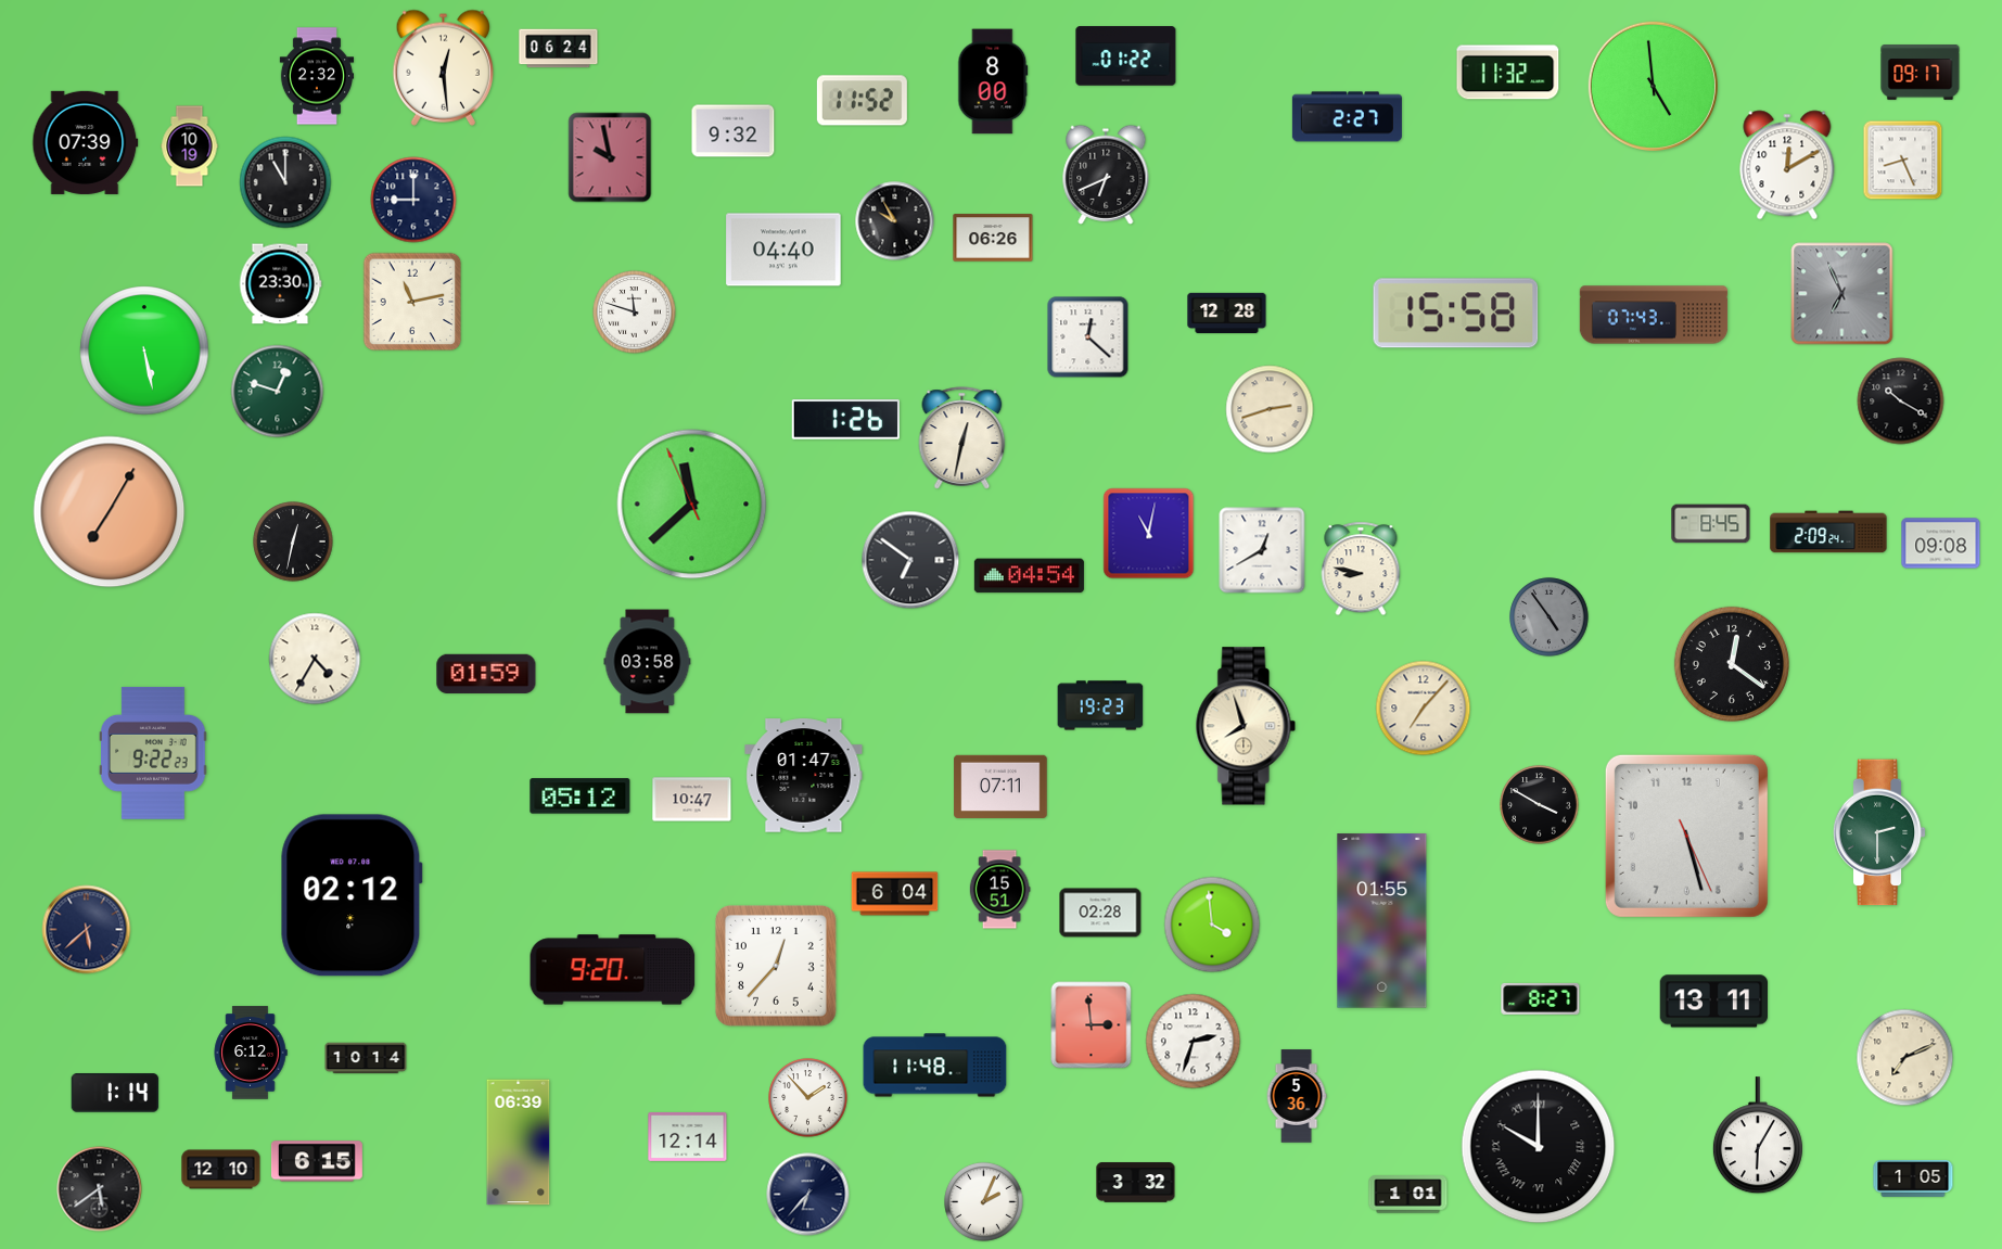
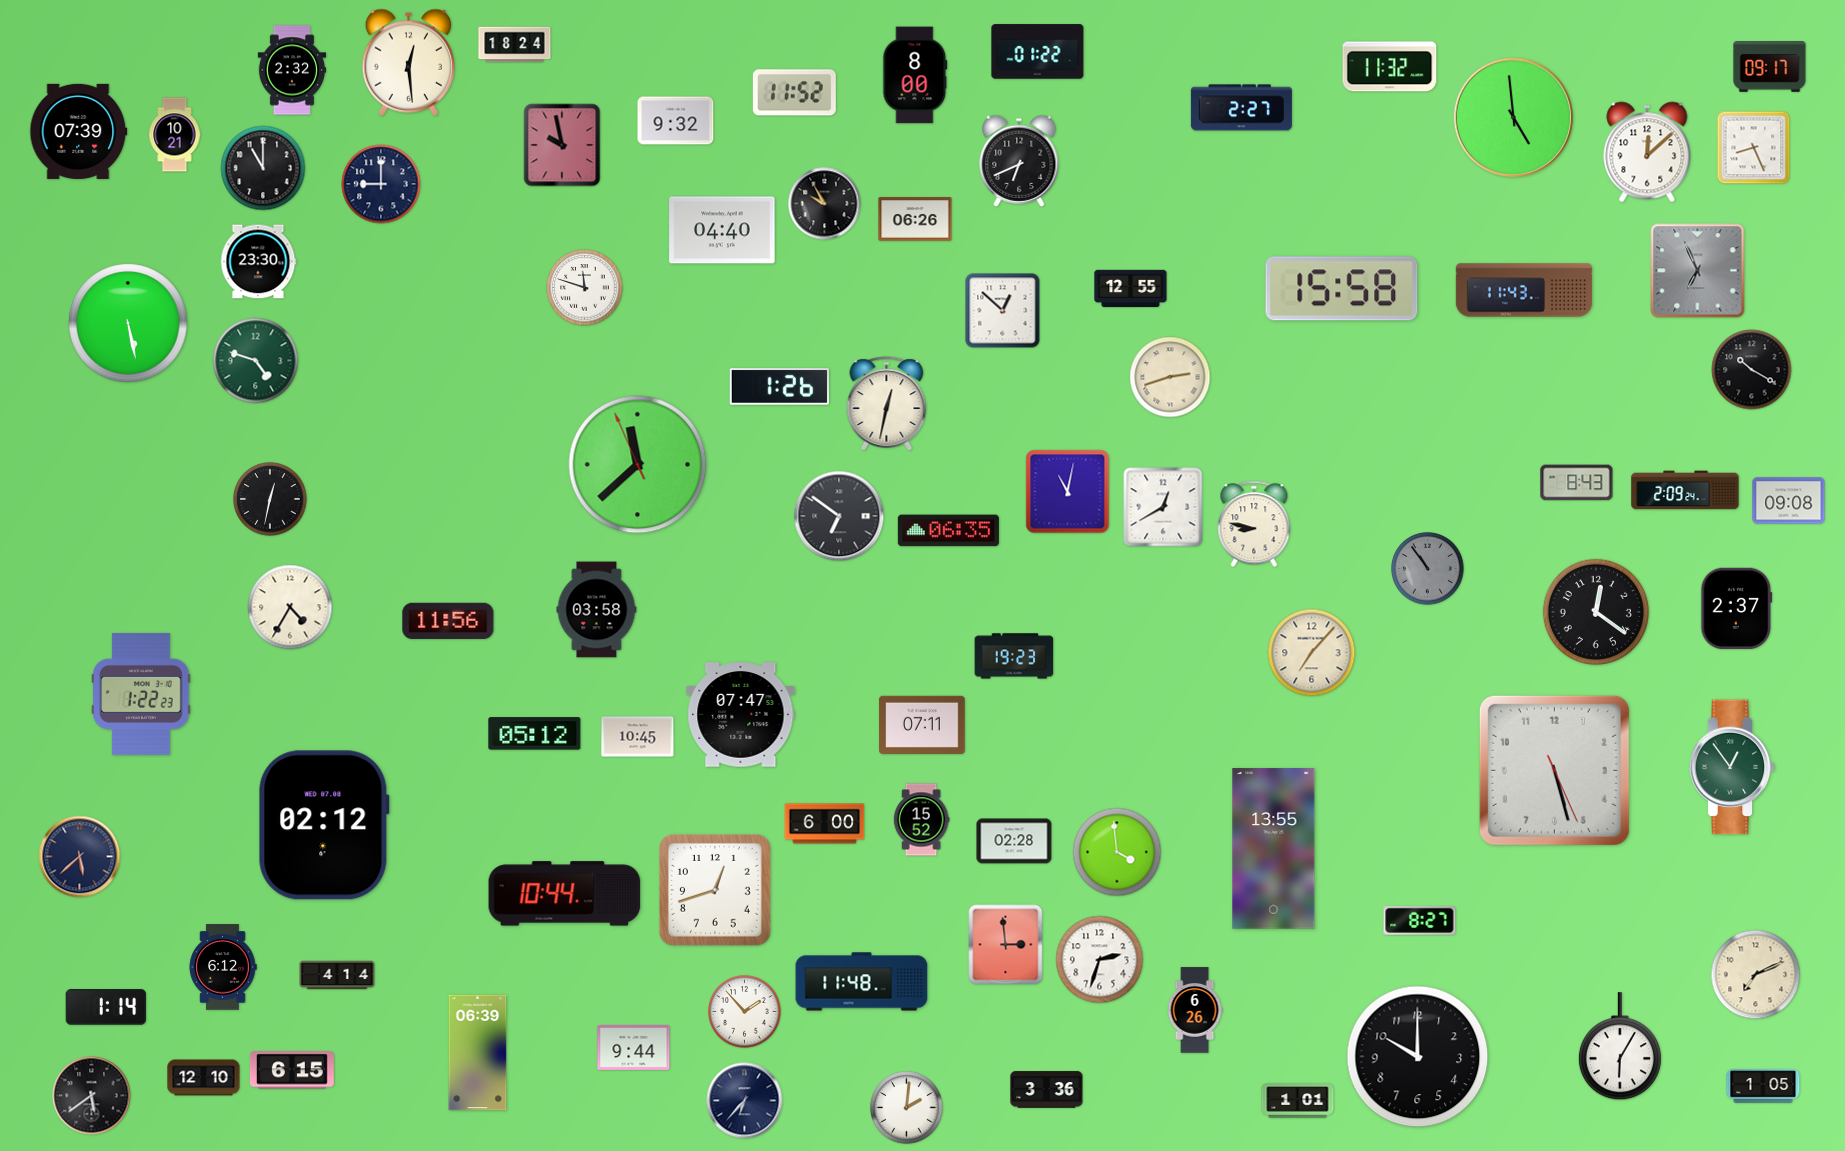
clock at (559, 49): 06:24 -> 18:24
clock at (1653, 86) position: (1653, 86) -> (1513, 117)
clock at (190, 146): 10:19 -> 10:21
clock at (1787, 165): 12:10 -> 12:08
clock at (412, 302): 11:13 -> none
clock at (1227, 314): 12:28 -> 12:55
clock at (1654, 315): 07:43 -> 11:43
clock at (1088, 337): 12:22 -> 12:52
clock at (144, 351) position: (144, 351) -> (128, 323)
clock at (278, 392): 12:48 -> 4:48
clock at (110, 512): 7:05 -> none
clock at (1711, 524): 8:45 -> 8:43
clock at (1149, 534) position: (1149, 534) -> (1068, 492)
clock at (1029, 576): 04:54 -> 06:35
clock at (1550, 617): 4:54 -> 10:54
clock at (1737, 608): none -> 2:37
clock at (486, 674): 01:59 -> 11:56
clock at (1100, 705) position: (1100, 705) -> (1014, 656)
clock at (1246, 726): 7:57 -> none
clock at (154, 753): 9:22 -> 1:22
clock at (804, 776): 01:47 -> 07:47
clock at (692, 800): 10:47 -> 10:45
clock at (1540, 805): 3:50 -> none
clock at (1879, 832): 2:30 -> 12:54
clock at (999, 890): 15:51 -> 15:52
clock at (895, 894): 6:04 -> 6:00
clock at (1382, 921): 01:55 -> 13:55
clock at (776, 966): 12:37 -> 12:42
clock at (613, 970): 9:20 -> 10:44
clock at (1714, 1002): 13:11 -> none
clock at (251, 1053) position: (251, 1053) -> (223, 967)
clock at (366, 1058): 10:14 -> 4:14
clock at (1297, 1096): 5:36 -> 6:26
clock at (688, 1136): 12:14 -> 9:44
clock at (1539, 1147) numerals: Roman -> Arabic
clock at (1136, 1183): 3:32 -> 3:36
clock at (984, 1202): 2:04 -> 2:01
